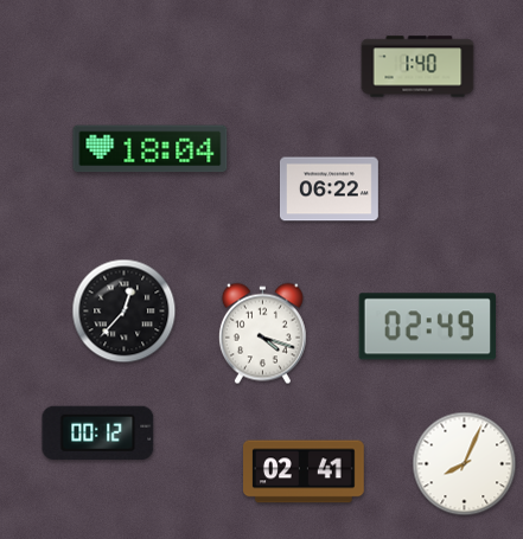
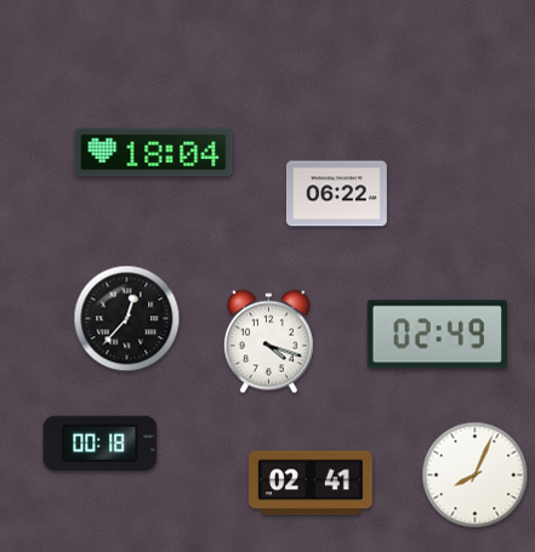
clock at (417, 66): 1:40 -> none
clock at (98, 432): 00:12 -> 00:18
